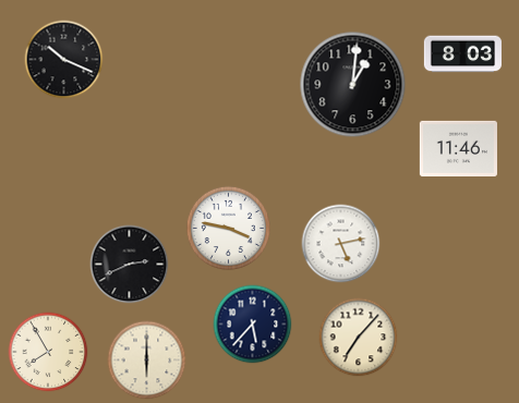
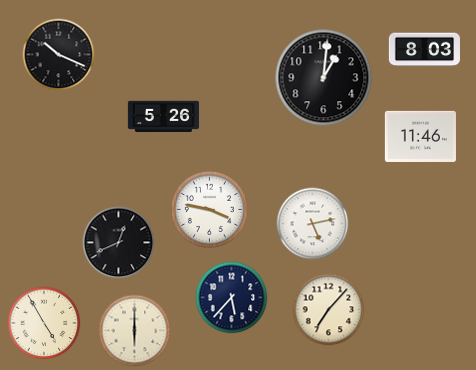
clock at (163, 117): none -> 5:26
clock at (130, 265): 2:41 -> 12:41
clock at (48, 352): 7:55 -> 4:55
